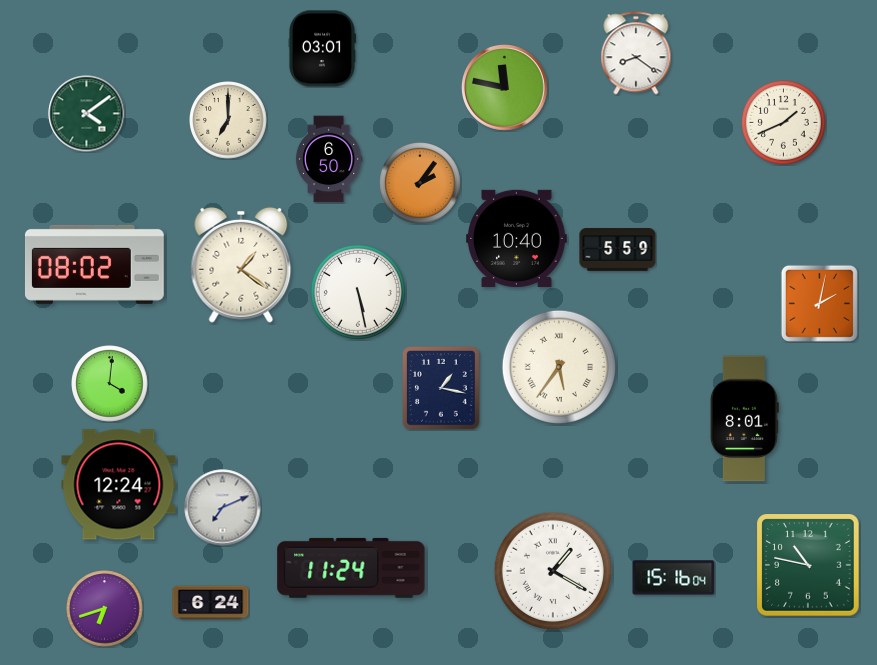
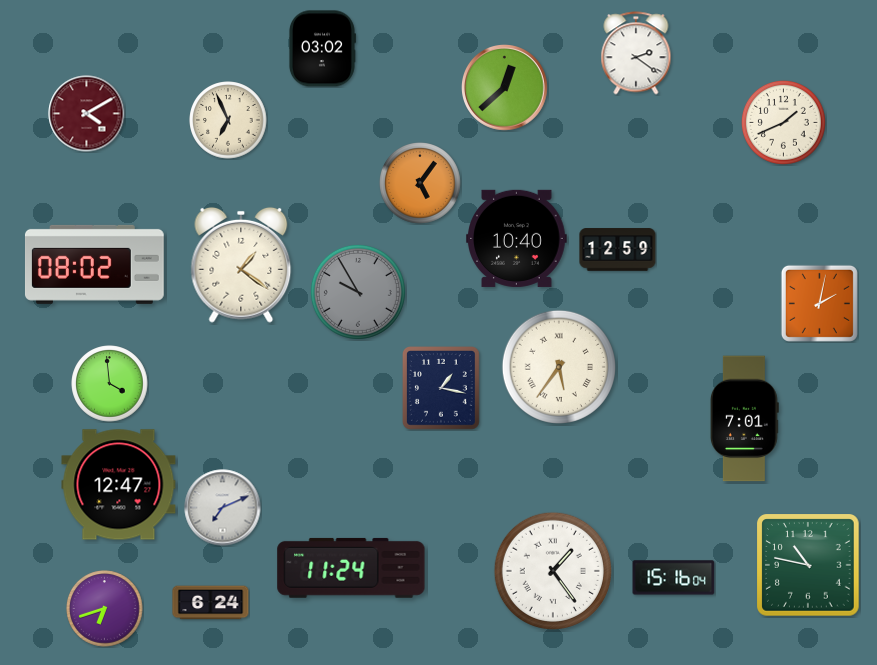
clock at (322, 49): 03:01 -> 03:02
clock at (636, 53): 8:21 -> 2:21
clock at (505, 88): 11:47 -> 12:38
clock at (87, 114): 4:09 -> 4:10
clock at (87, 114) dial: green -> burgundy
clock at (228, 120): 7:00 -> 6:56
clock at (329, 159): 6:50 -> none
clock at (421, 184): 2:06 -> 5:06
clock at (618, 250): 5:59 -> 12:59
clock at (358, 292): 5:28 -> 9:55
clock at (358, 292) dial: white -> grey
clock at (110, 384): 4:01 -> 3:59
clock at (745, 419): 8:01 -> 7:01
clock at (119, 485): 12:24 -> 12:47
clock at (553, 571): 1:20 -> 1:24
